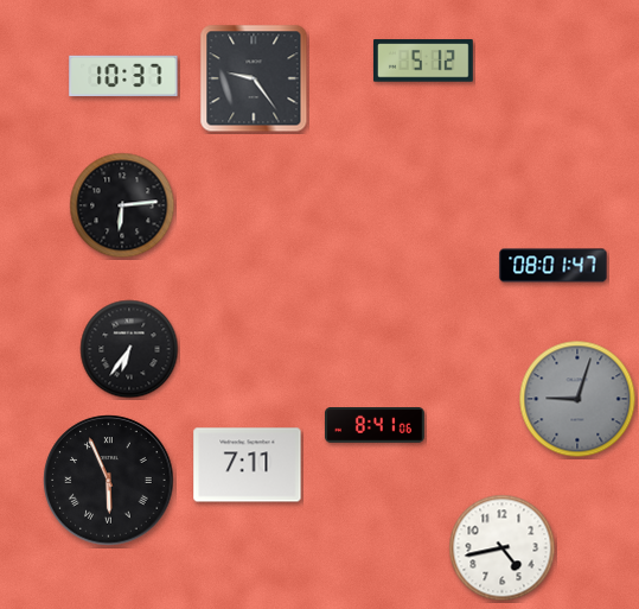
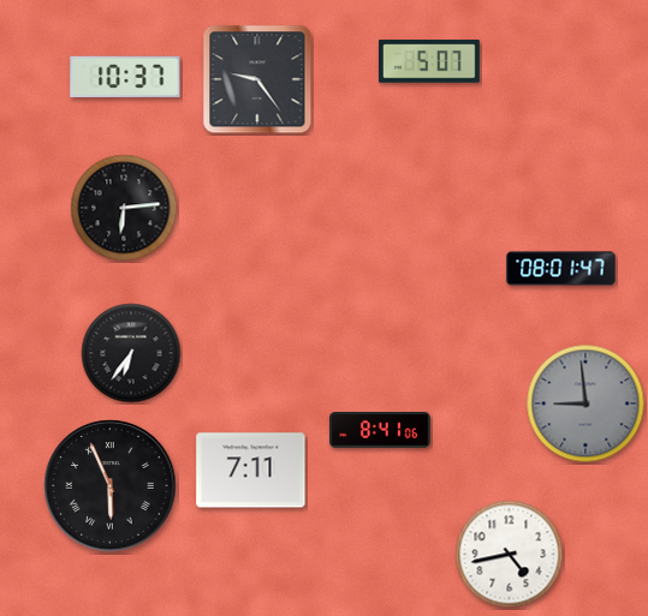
clock at (423, 61): 5:12 -> 5:07
clock at (577, 399): 9:03 -> 8:59
